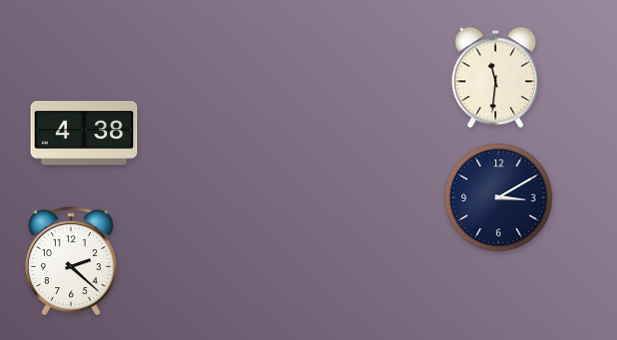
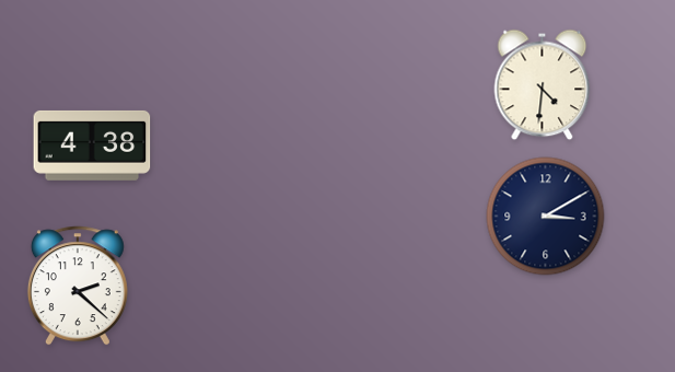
clock at (496, 78): 11:31 -> 4:31
